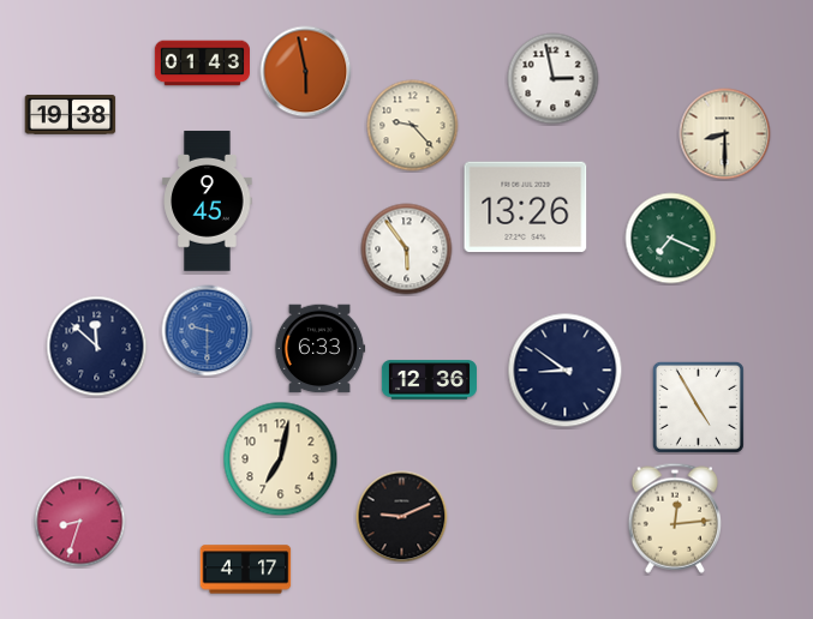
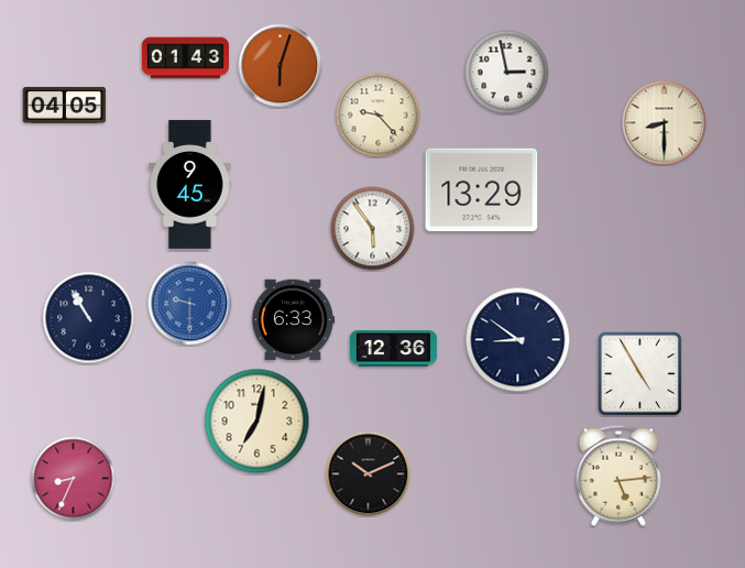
clock at (306, 72): 5:58 -> 6:03
clock at (71, 114): 19:38 -> 04:05
clock at (526, 208): 13:26 -> 13:29
clock at (671, 239): 7:19 -> none
clock at (97, 347): 11:52 -> 10:55
clock at (402, 517): 9:11 -> 10:11
clock at (674, 518): 12:14 -> 5:14
clock at (80, 522): 8:33 -> 8:34
clock at (246, 570): 4:17 -> none
